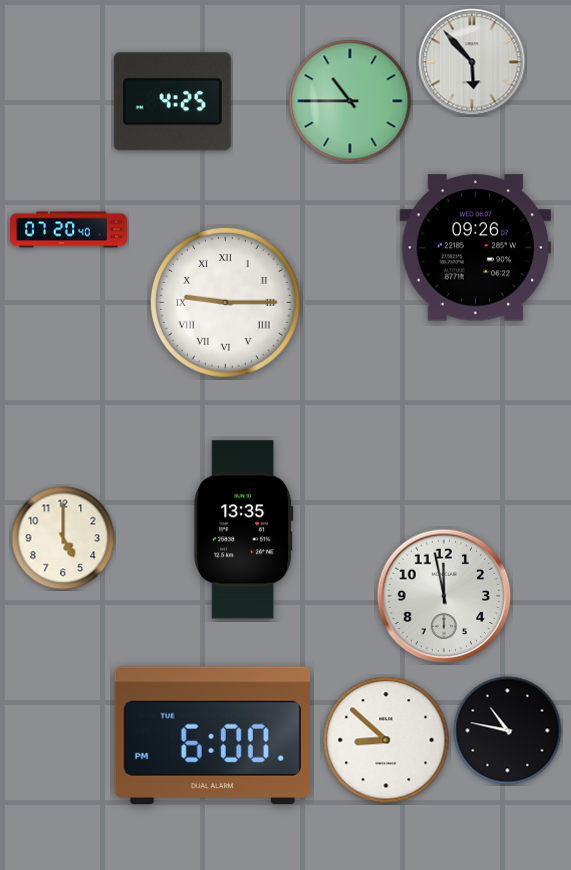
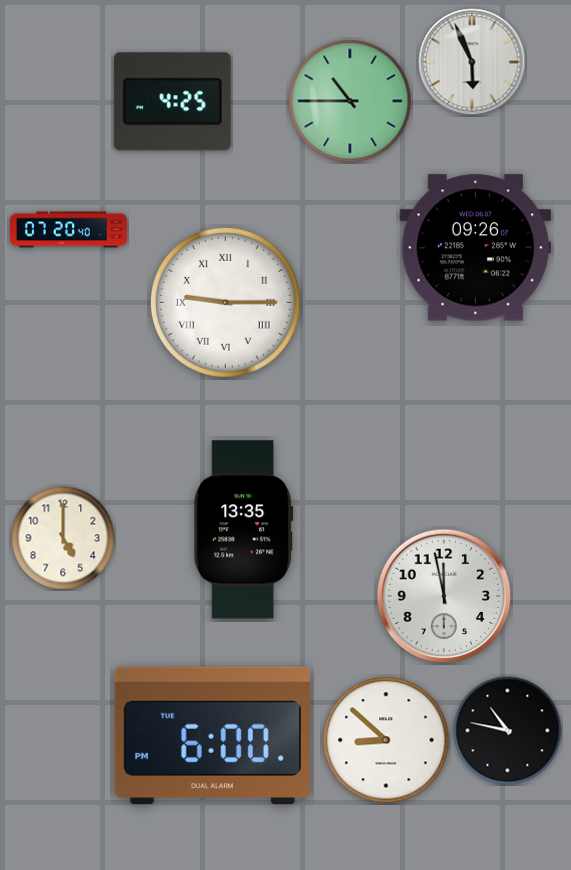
clock at (472, 62): 5:53 -> 5:56
